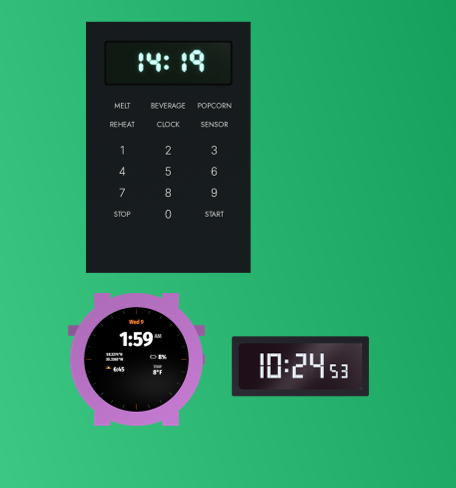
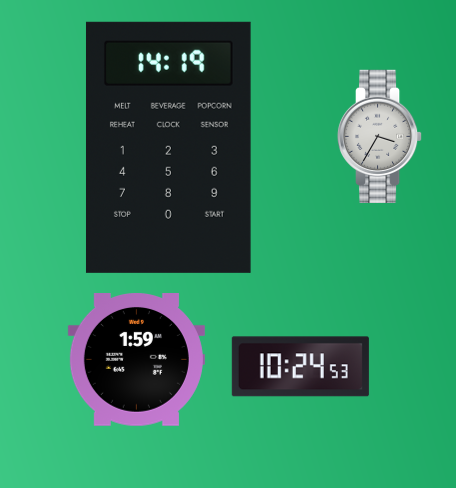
clock at (380, 136): none -> 3:35
